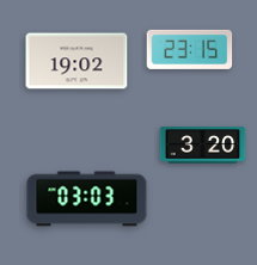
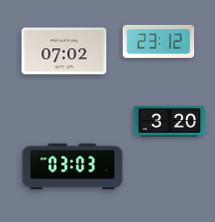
clock at (190, 49): 23:15 -> 23:12
clock at (77, 61): 19:02 -> 07:02
